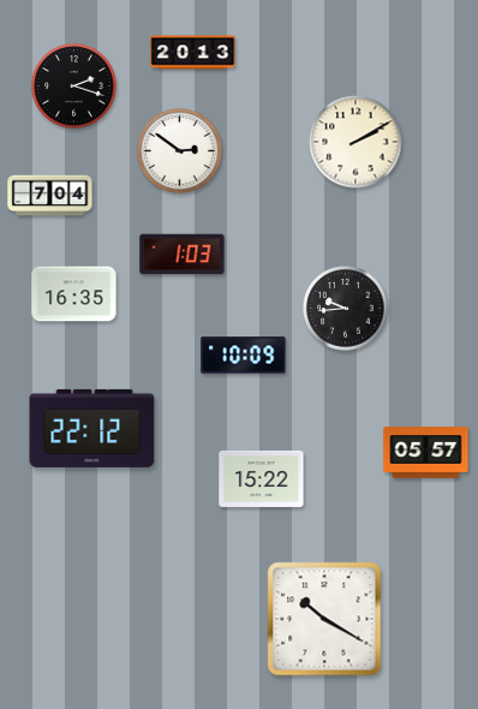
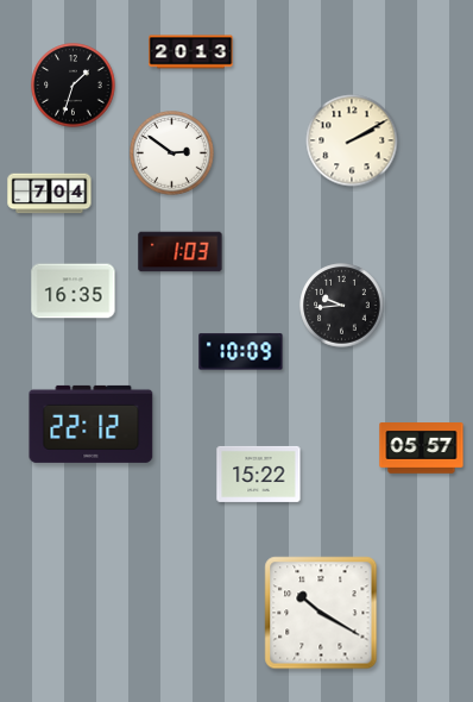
clock at (74, 87): 2:18 -> 1:33
clock at (180, 151) position: (180, 151) -> (172, 153)
